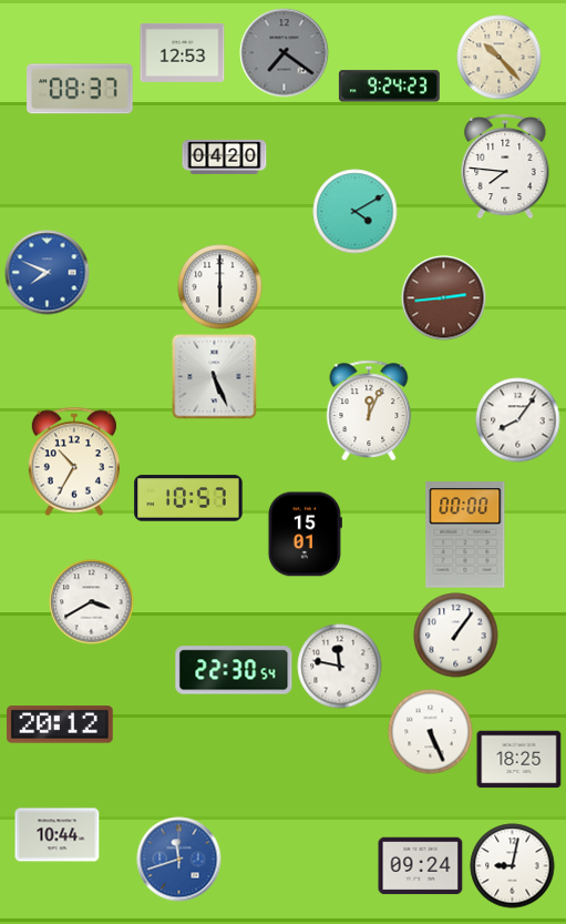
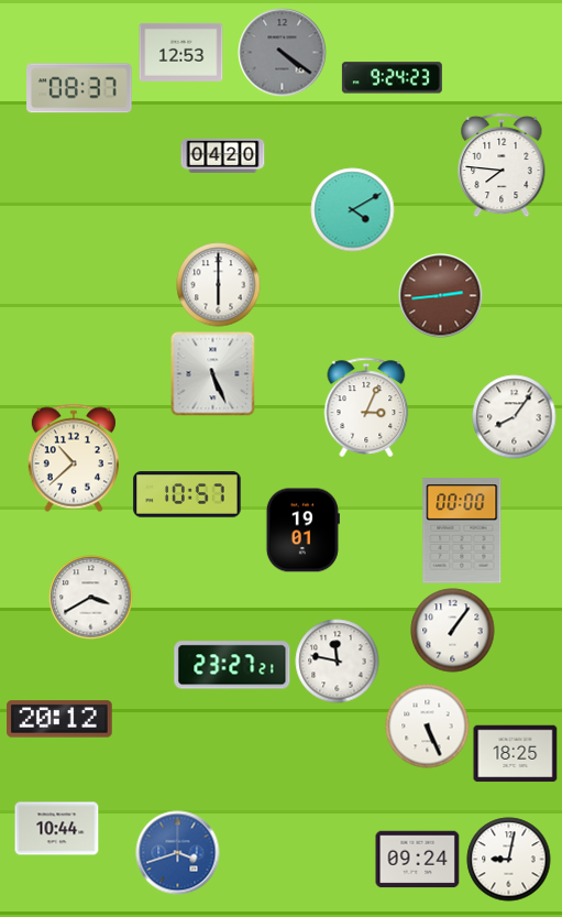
clock at (285, 53): 7:21 -> 4:21
clock at (500, 58): 10:23 -> none
clock at (389, 87) position: (389, 87) -> (392, 78)
clock at (48, 273): 7:49 -> none
clock at (369, 410): 12:04 -> 3:04
clock at (74, 461): 10:35 -> 10:38
clock at (305, 535): 15:01 -> 19:01
clock at (234, 670): 22:30 -> 23:27
clock at (179, 860): 11:42 -> 3:42
